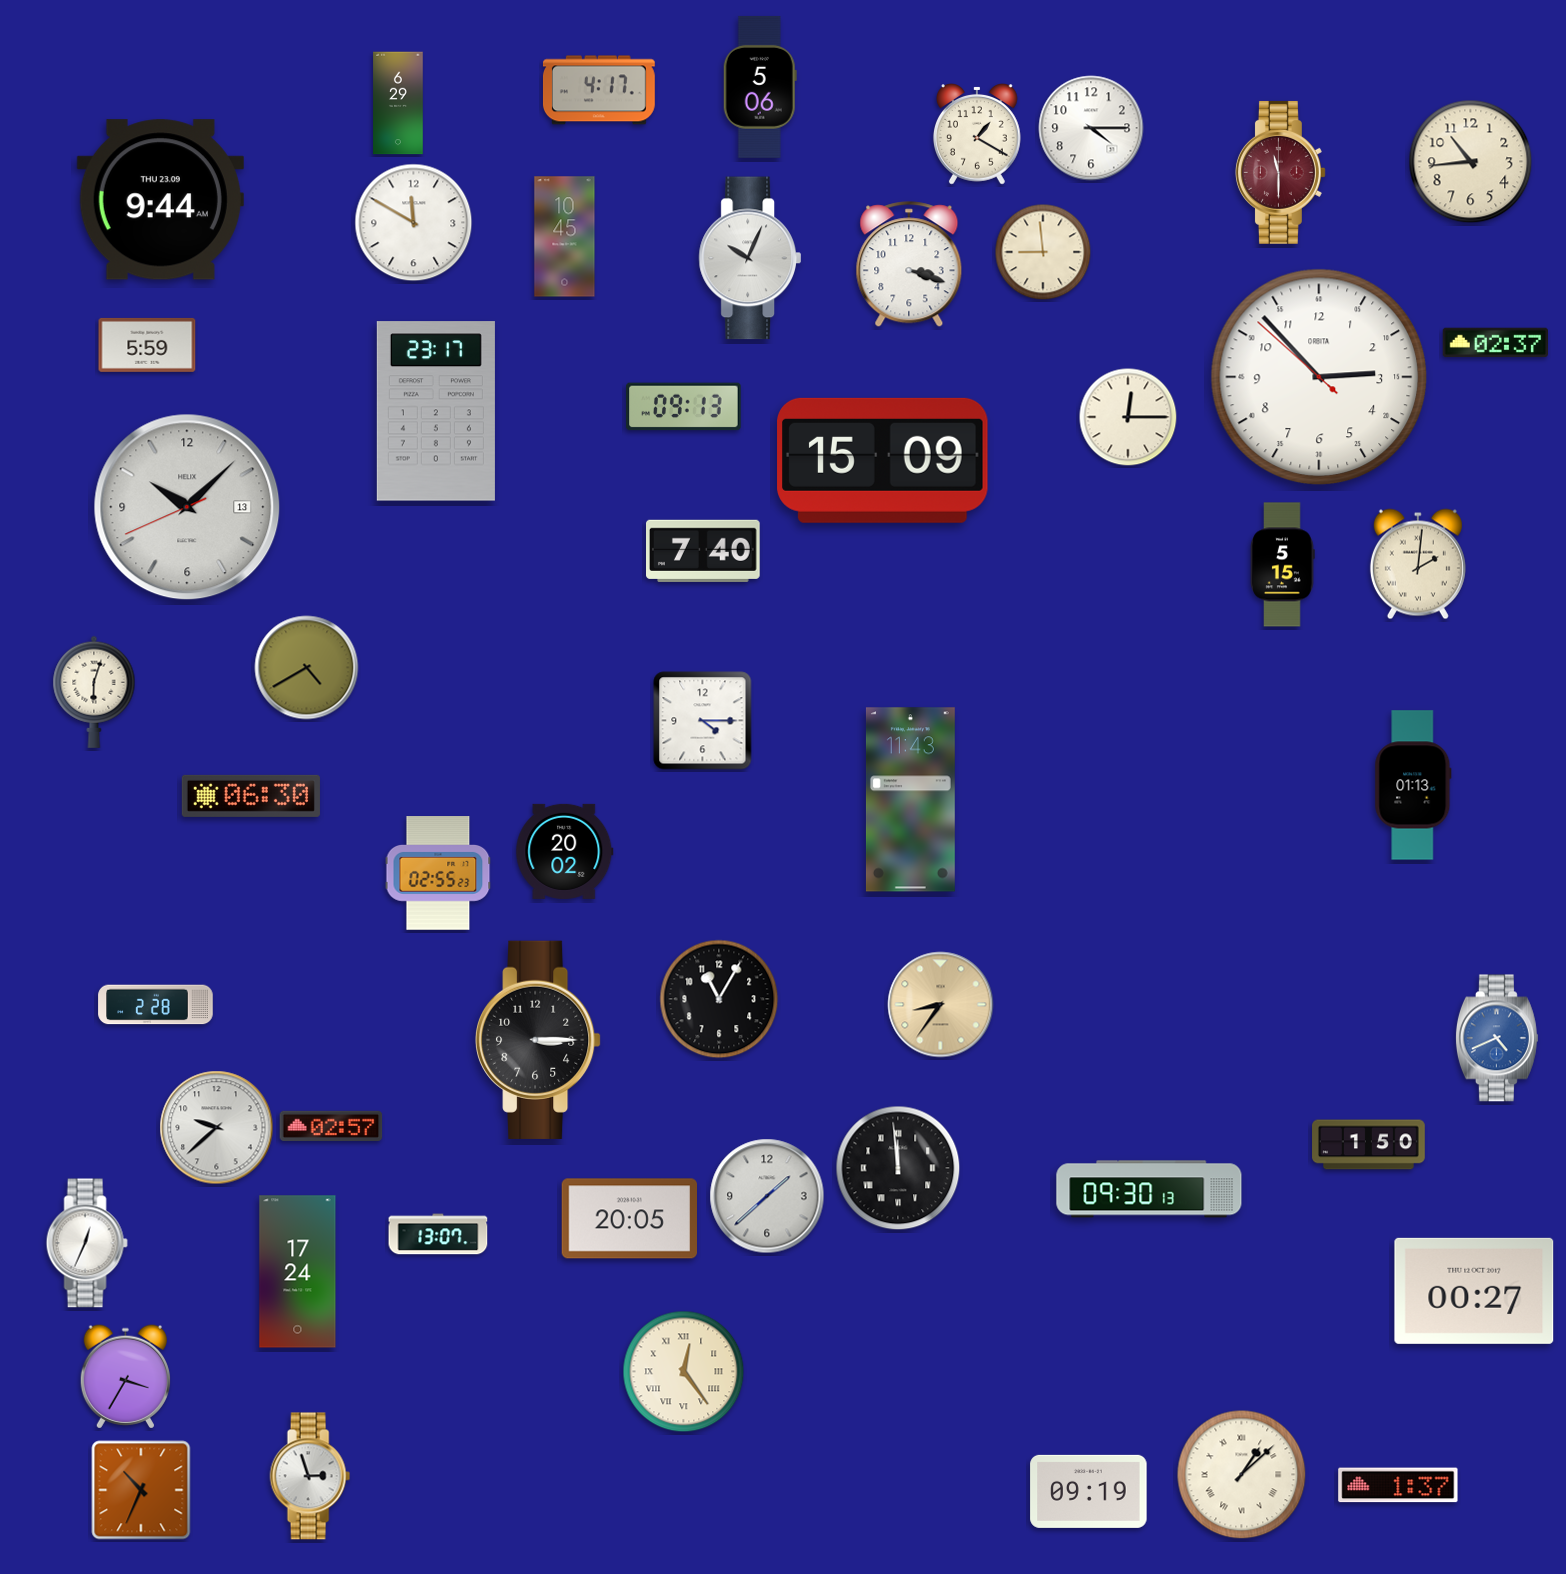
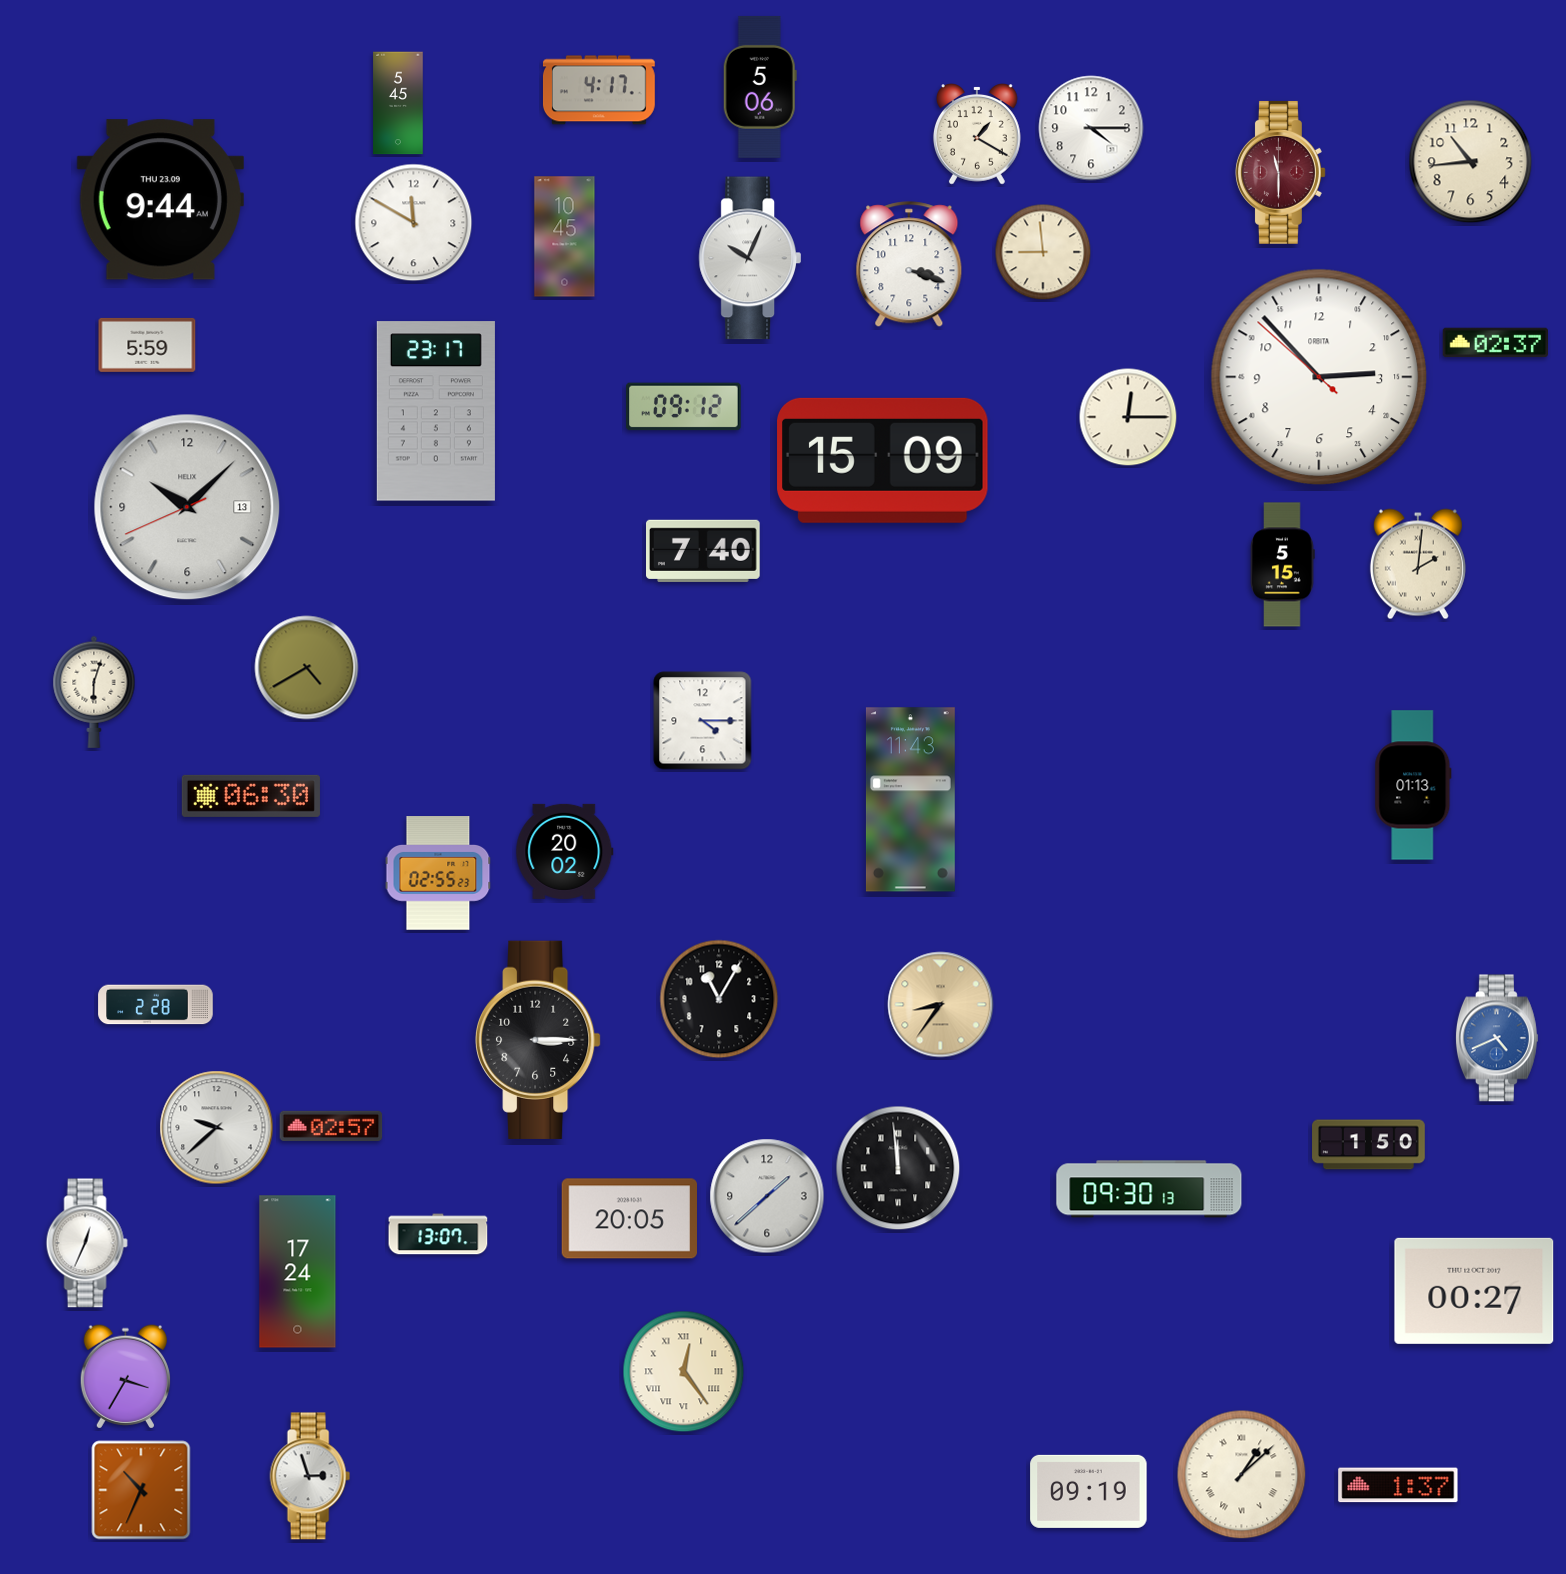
clock at (398, 103): 6:29 -> 5:45
clock at (684, 407): 09:13 -> 09:12
